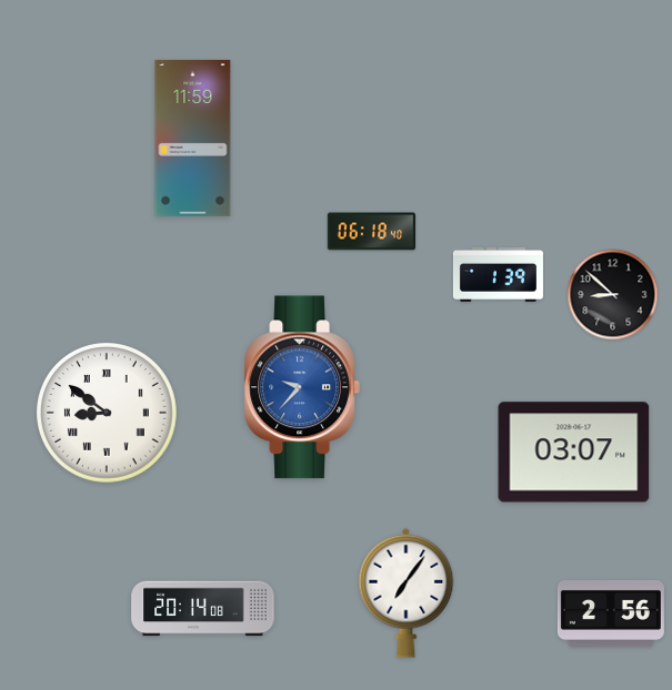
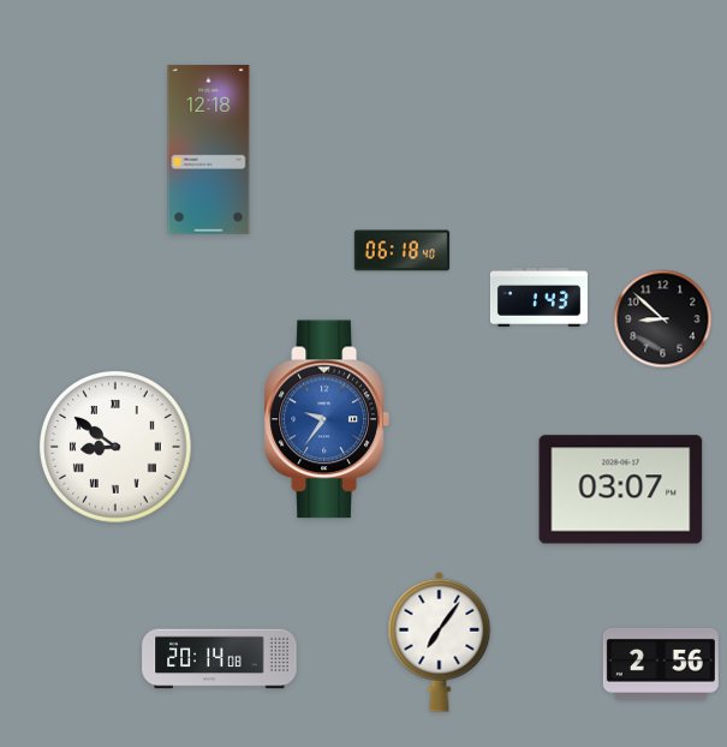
clock at (193, 138): 11:59 -> 12:18
clock at (498, 274): 1:39 -> 1:43
clock at (302, 387): 9:37 -> 9:36
